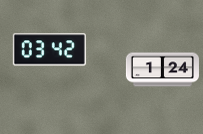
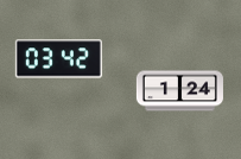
clock at (162, 70) position: (162, 70) -> (179, 91)
